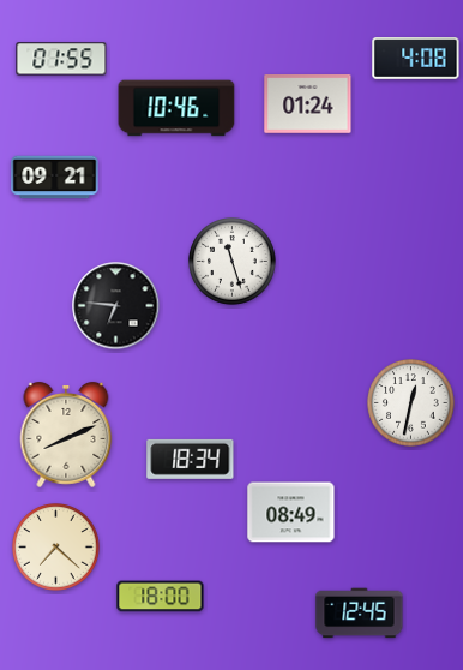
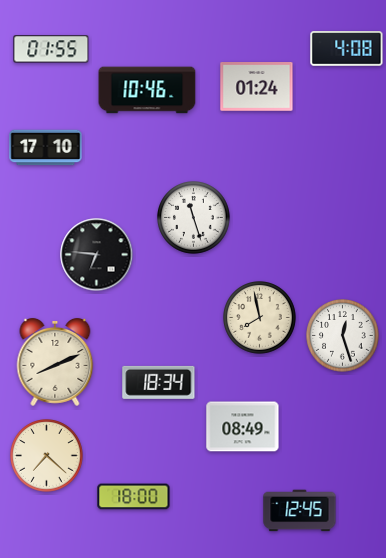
clock at (55, 178): 09:21 -> 17:10
clock at (260, 318): none -> 7:58
clock at (411, 403): 12:32 -> 12:27
